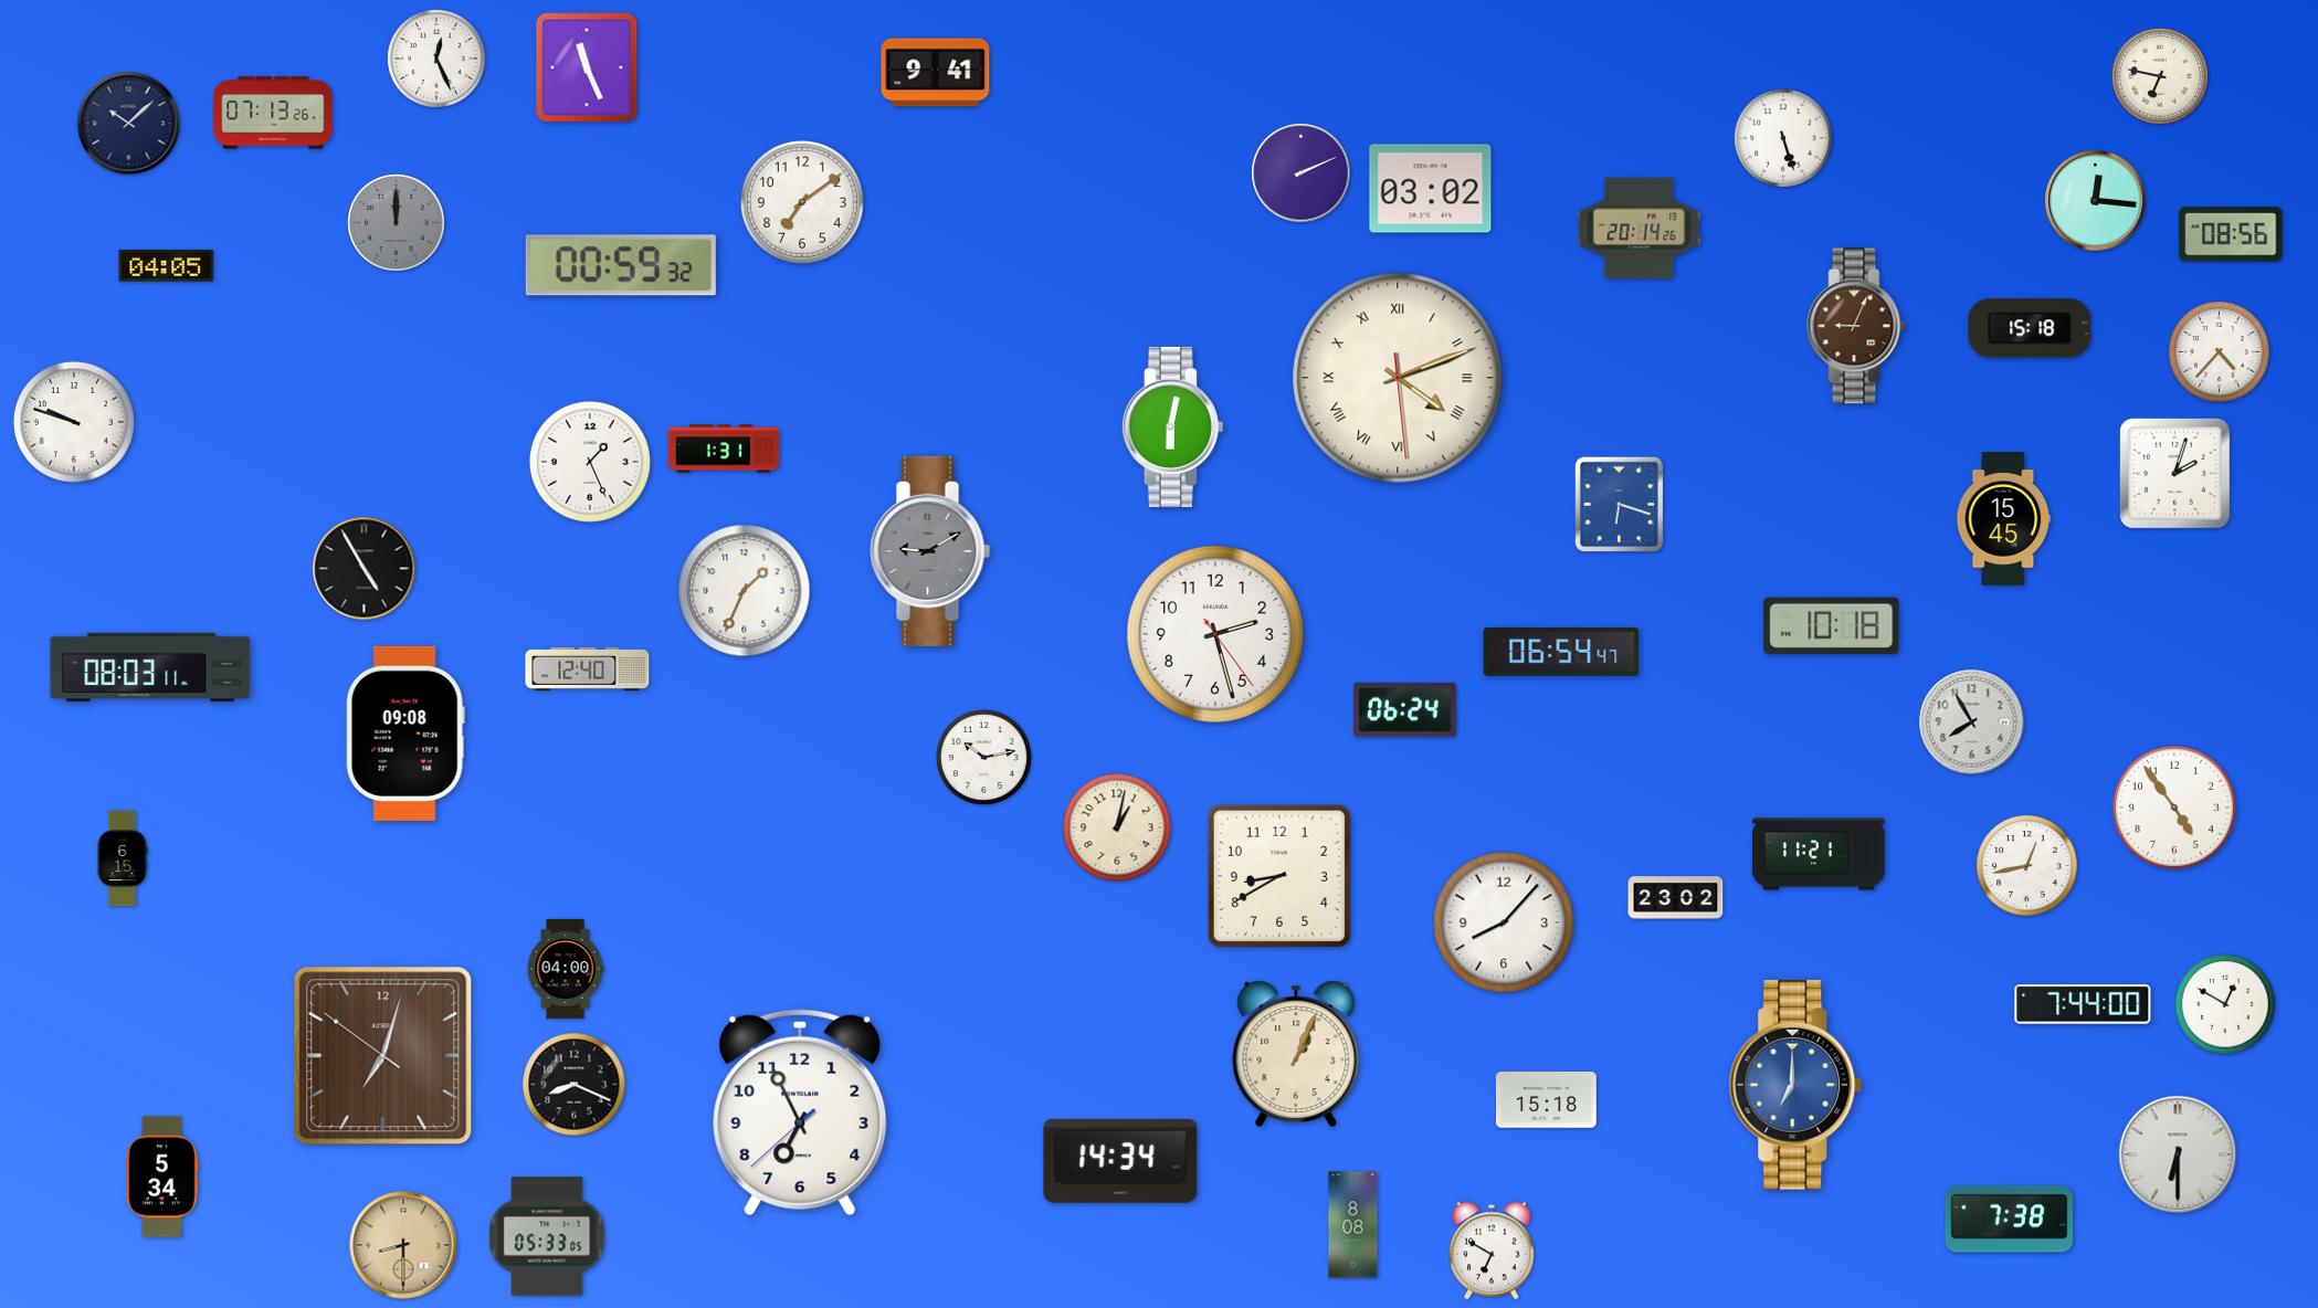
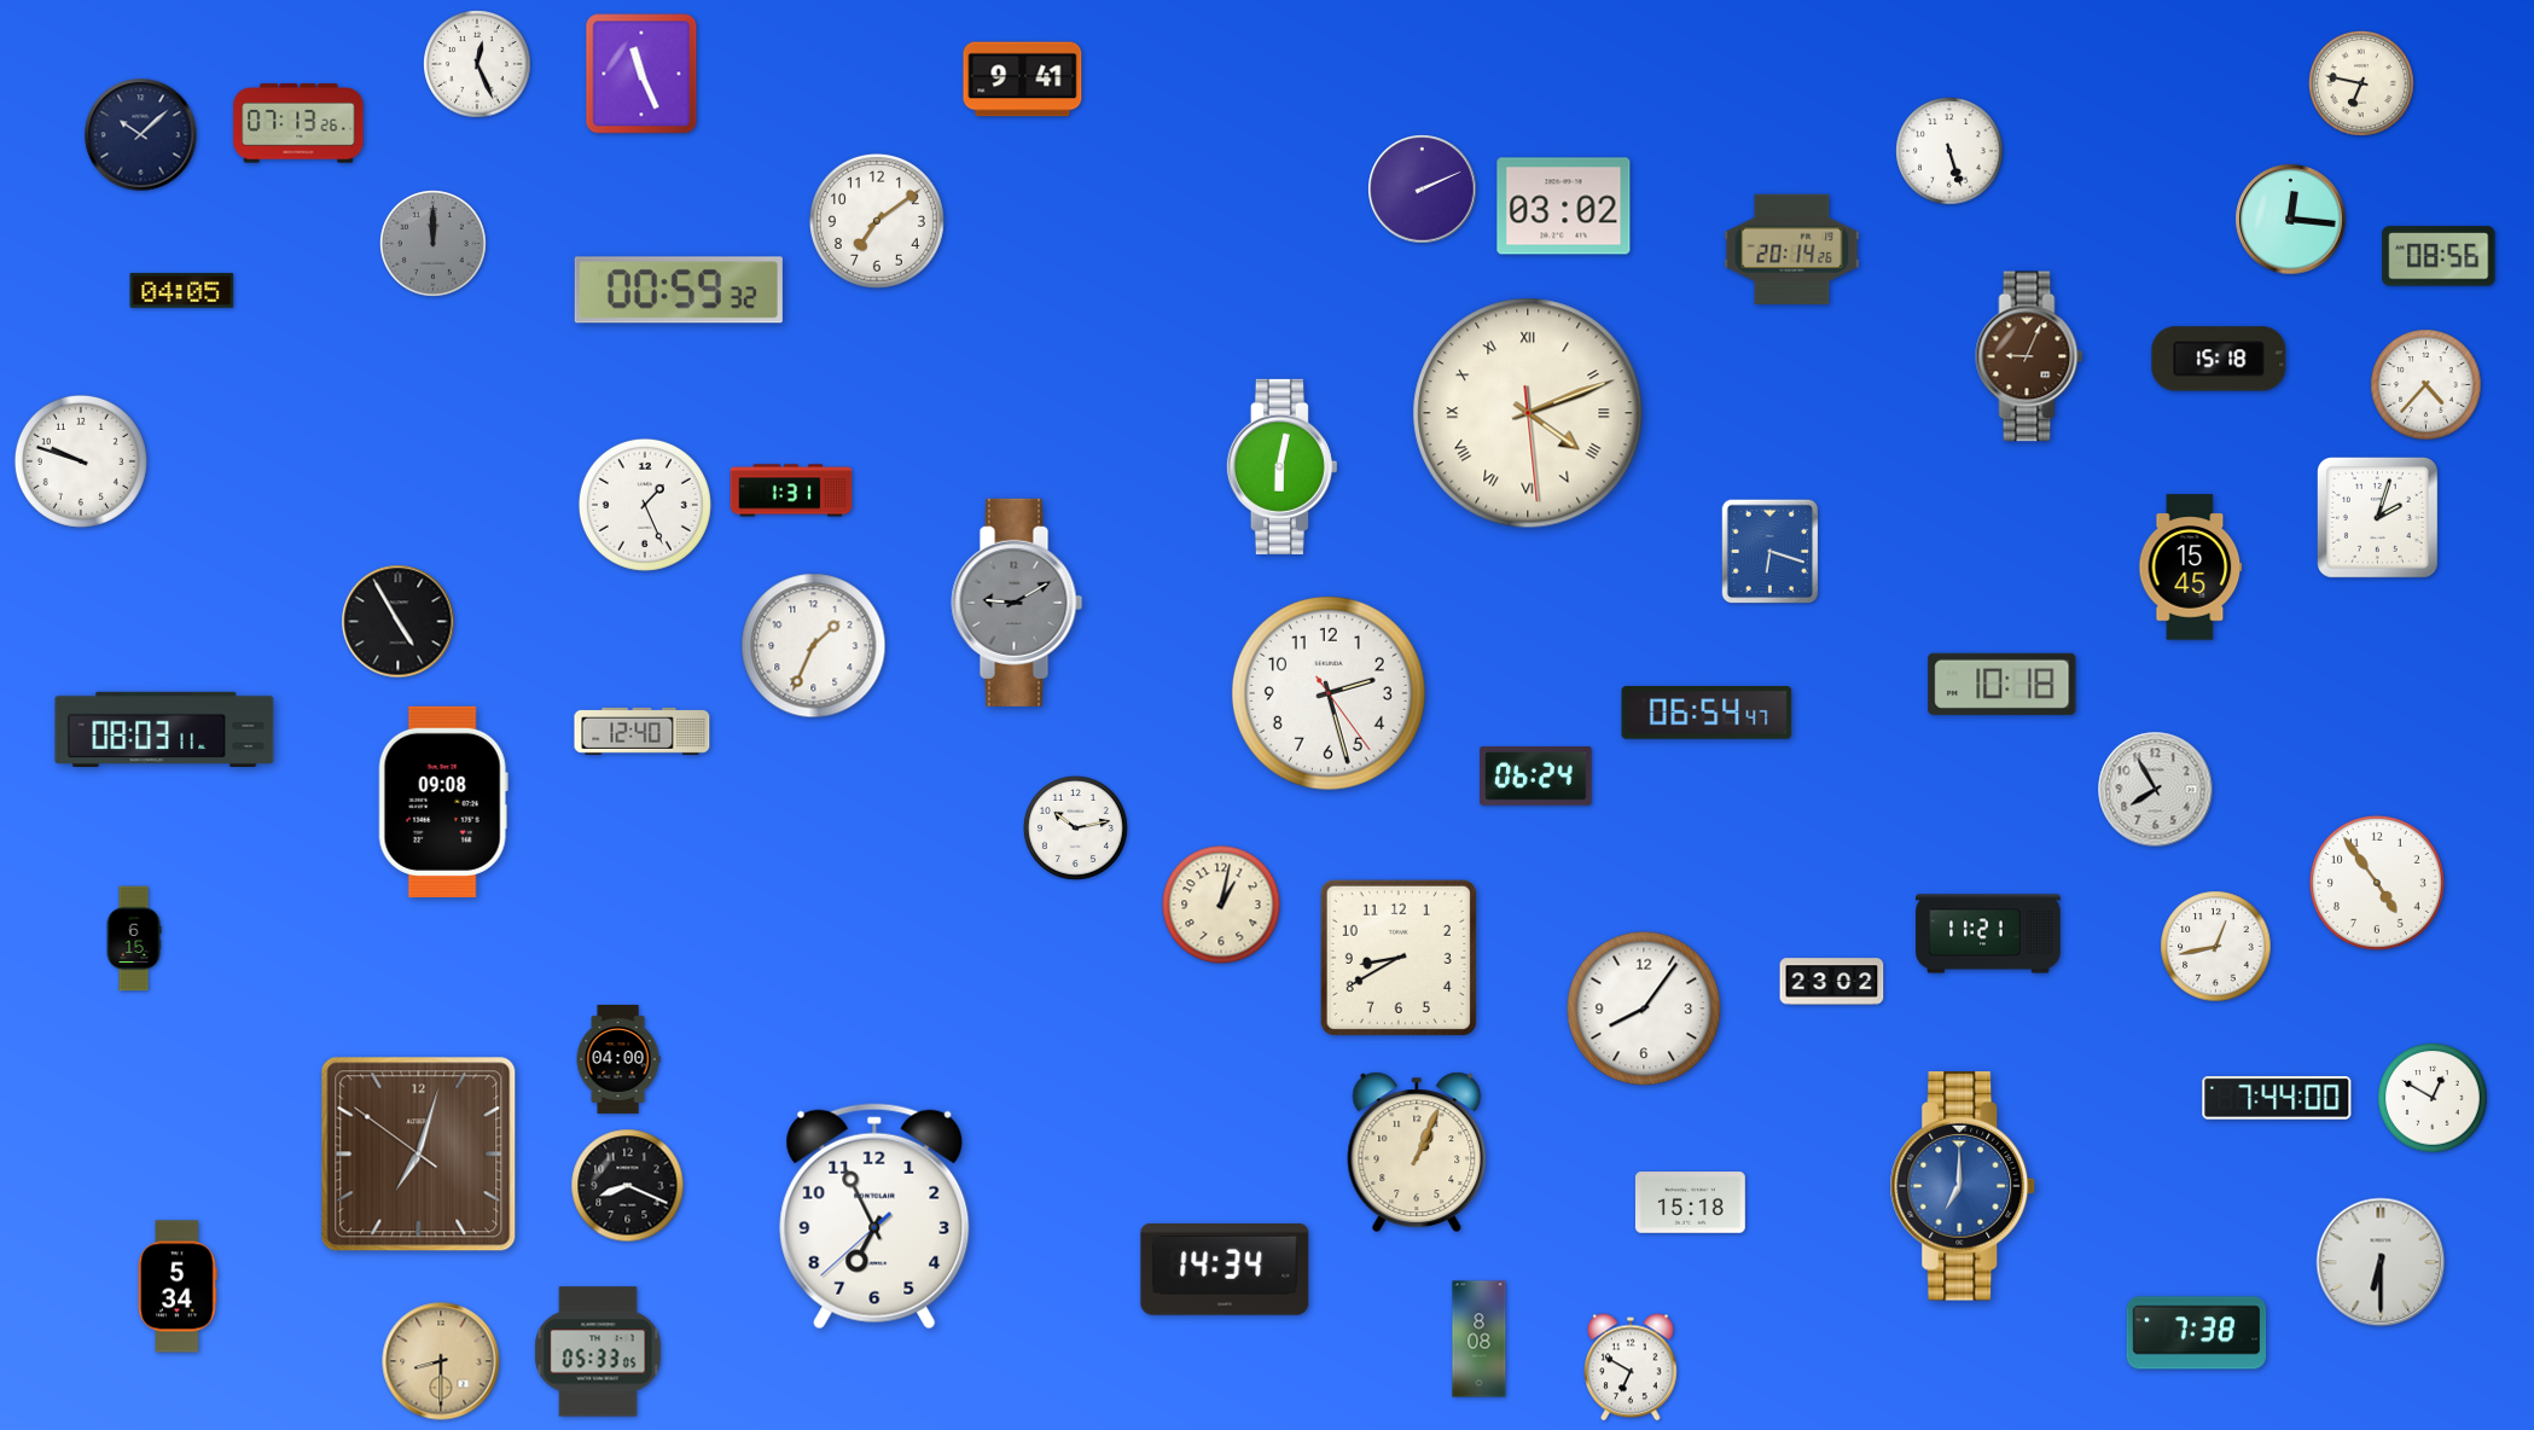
clock at (1504, 922): 8:07 -> 8:06
